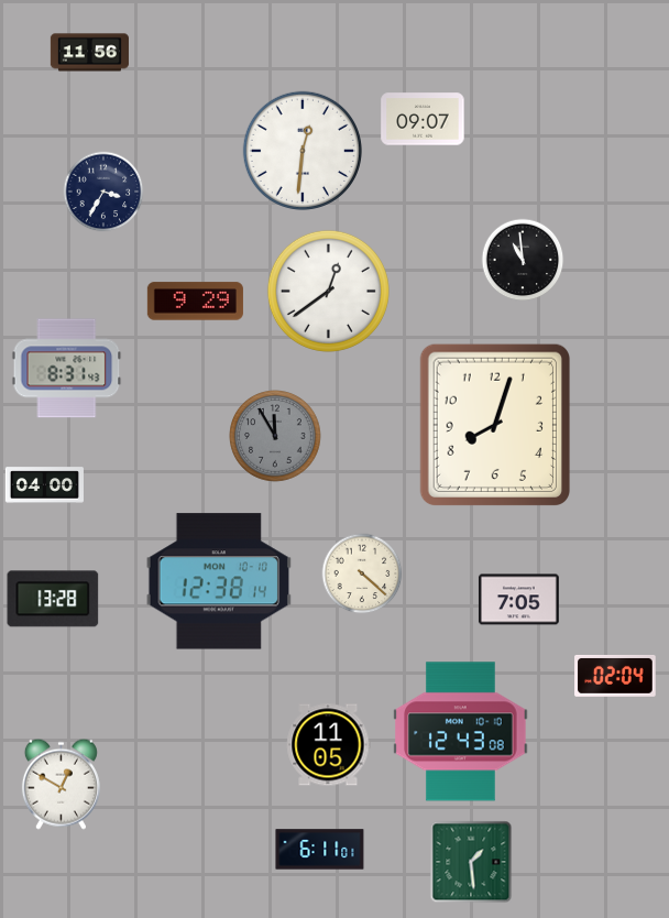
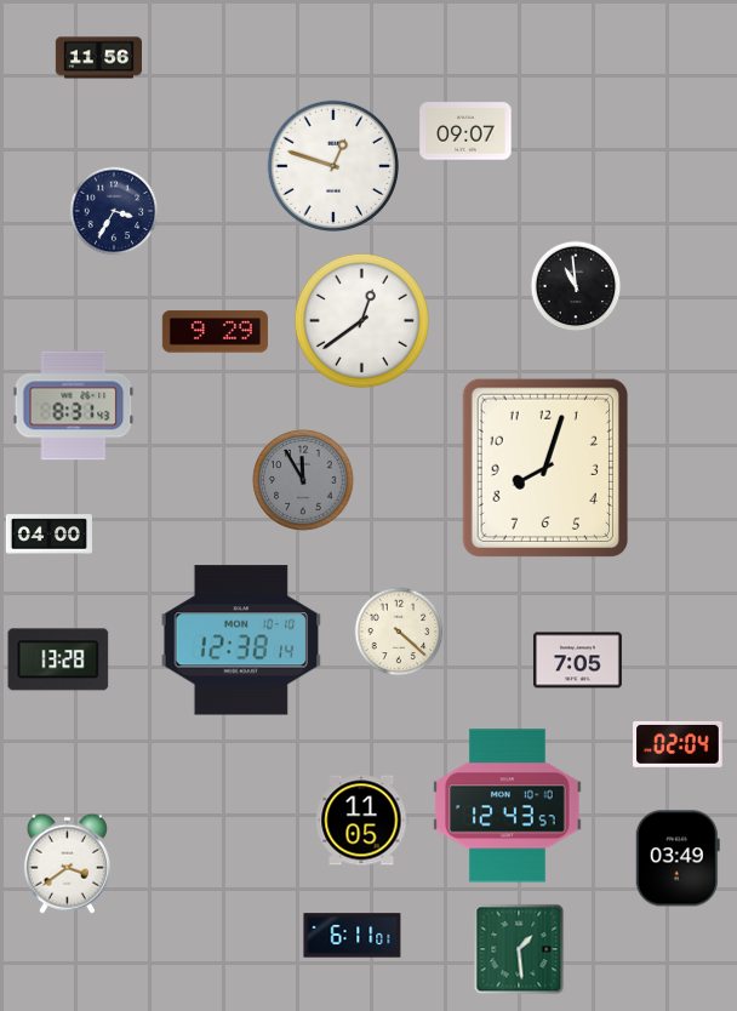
clock at (303, 151): 12:31 -> 12:48
clock at (518, 600) position: (518, 600) -> (577, 661)
clock at (461, 732): 12:43:08 -> 12:43:57
clock at (678, 858): none -> 03:49
clock at (61, 784): 12:50 -> 3:39
